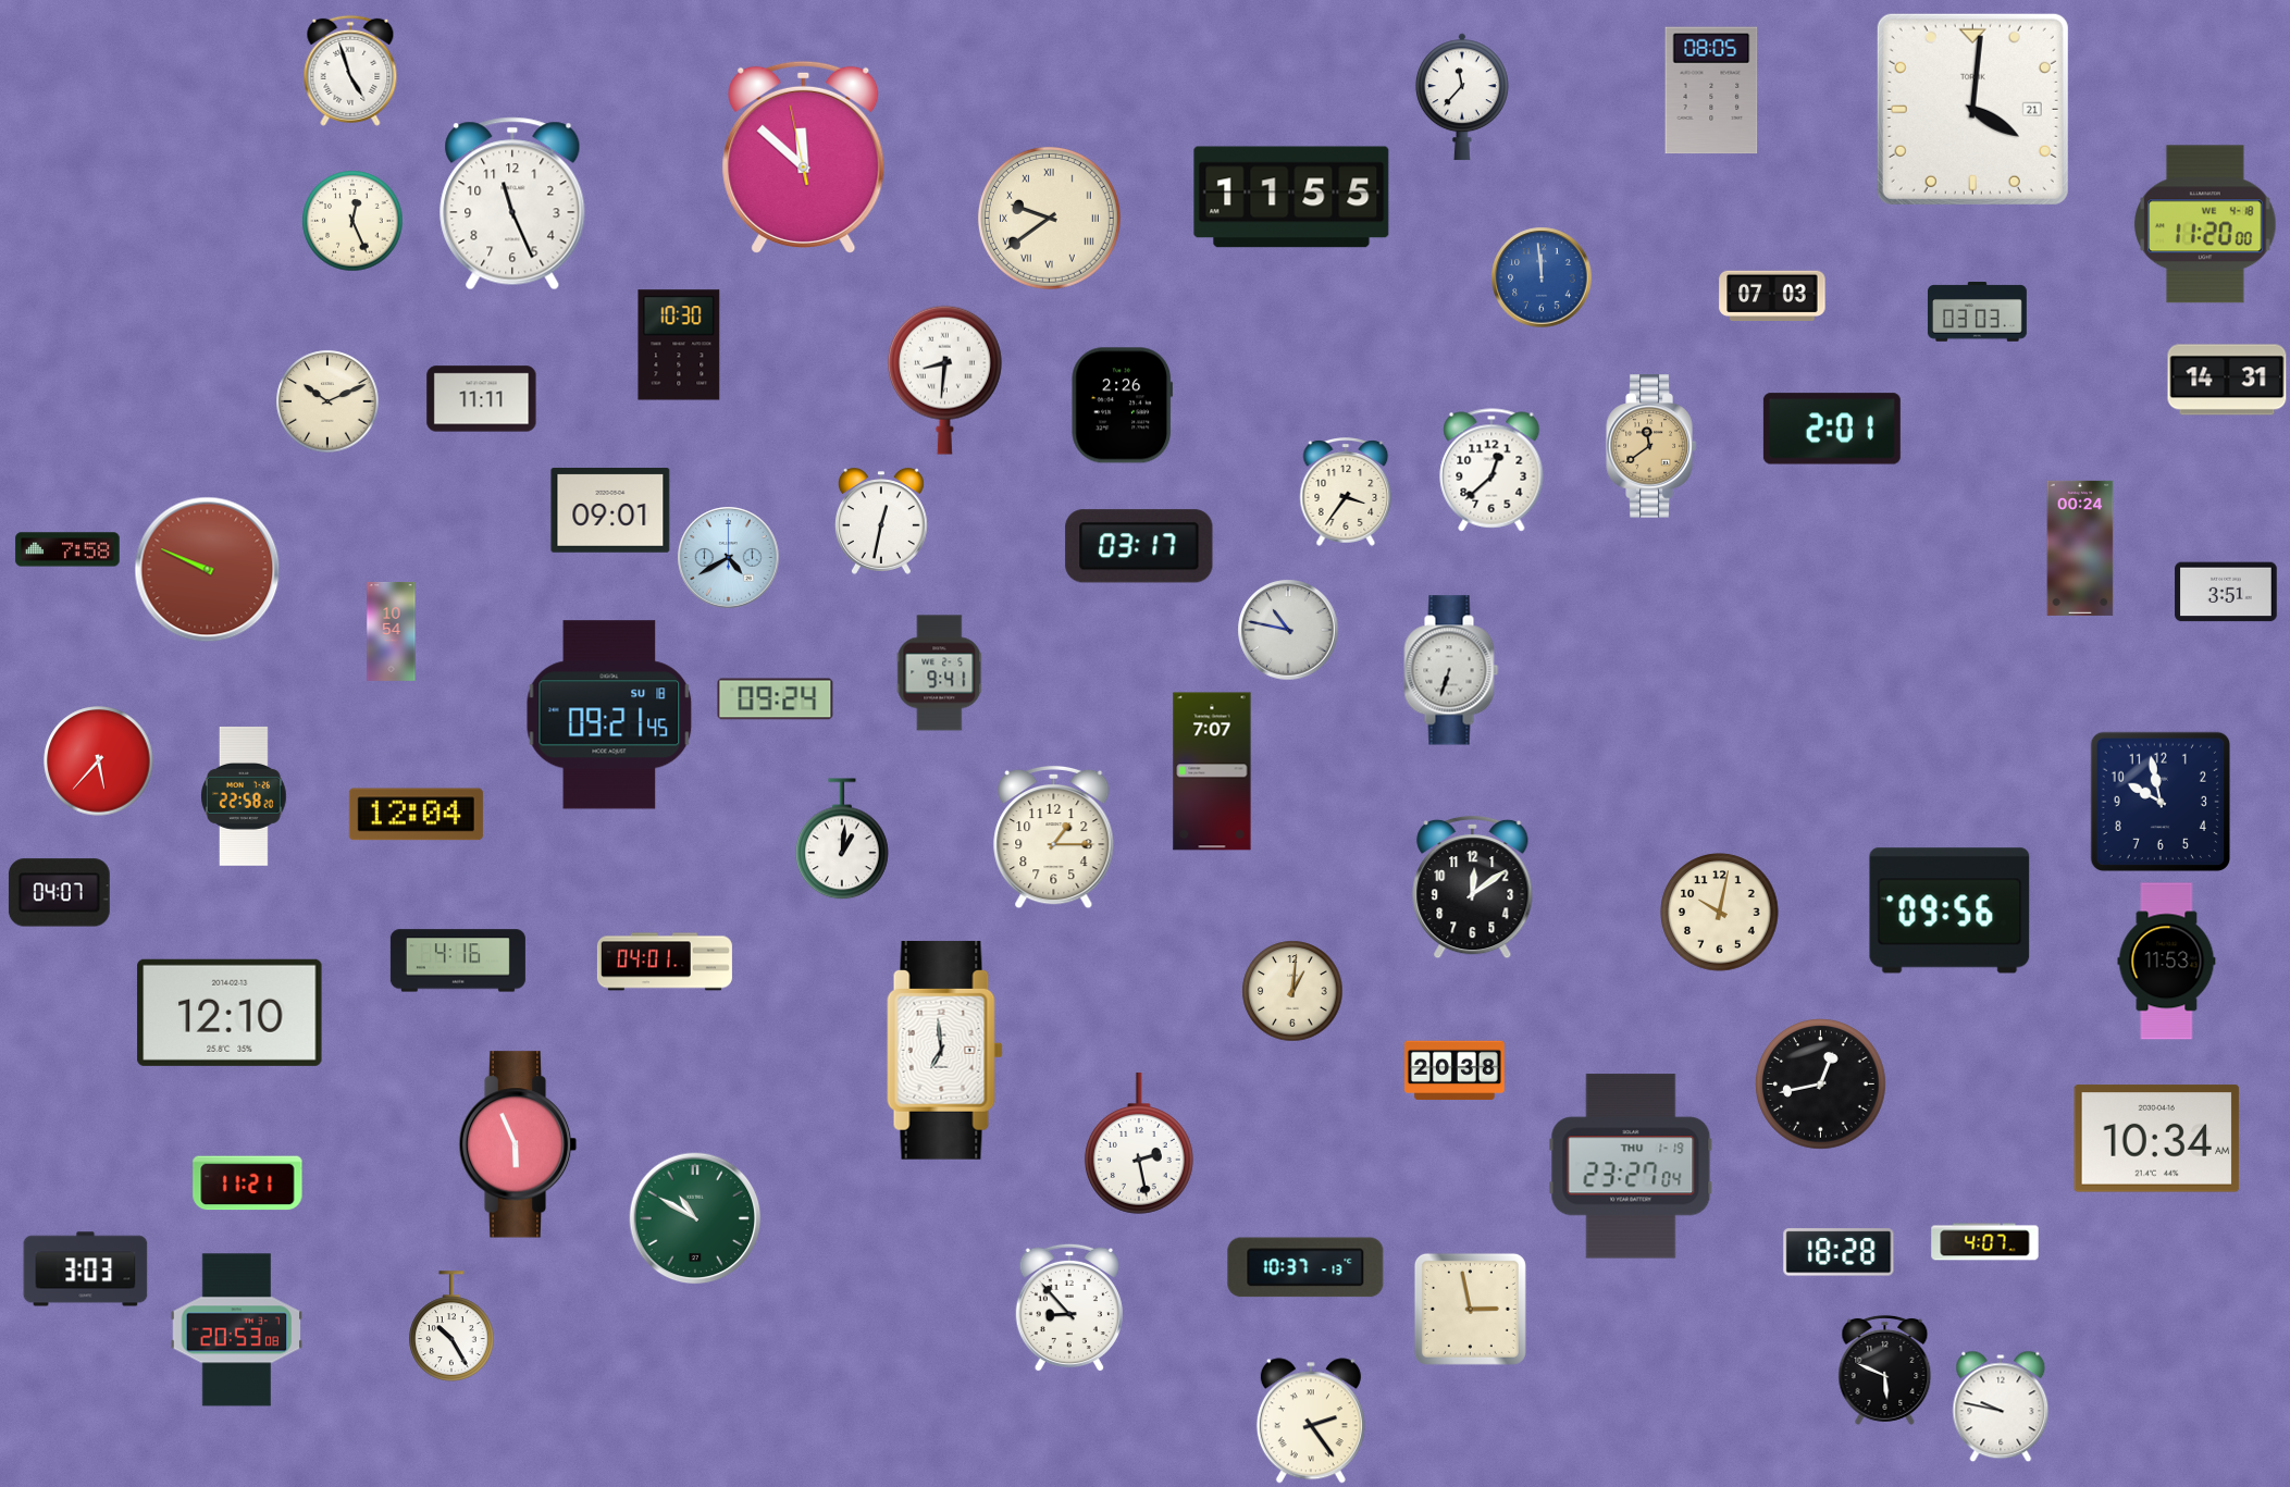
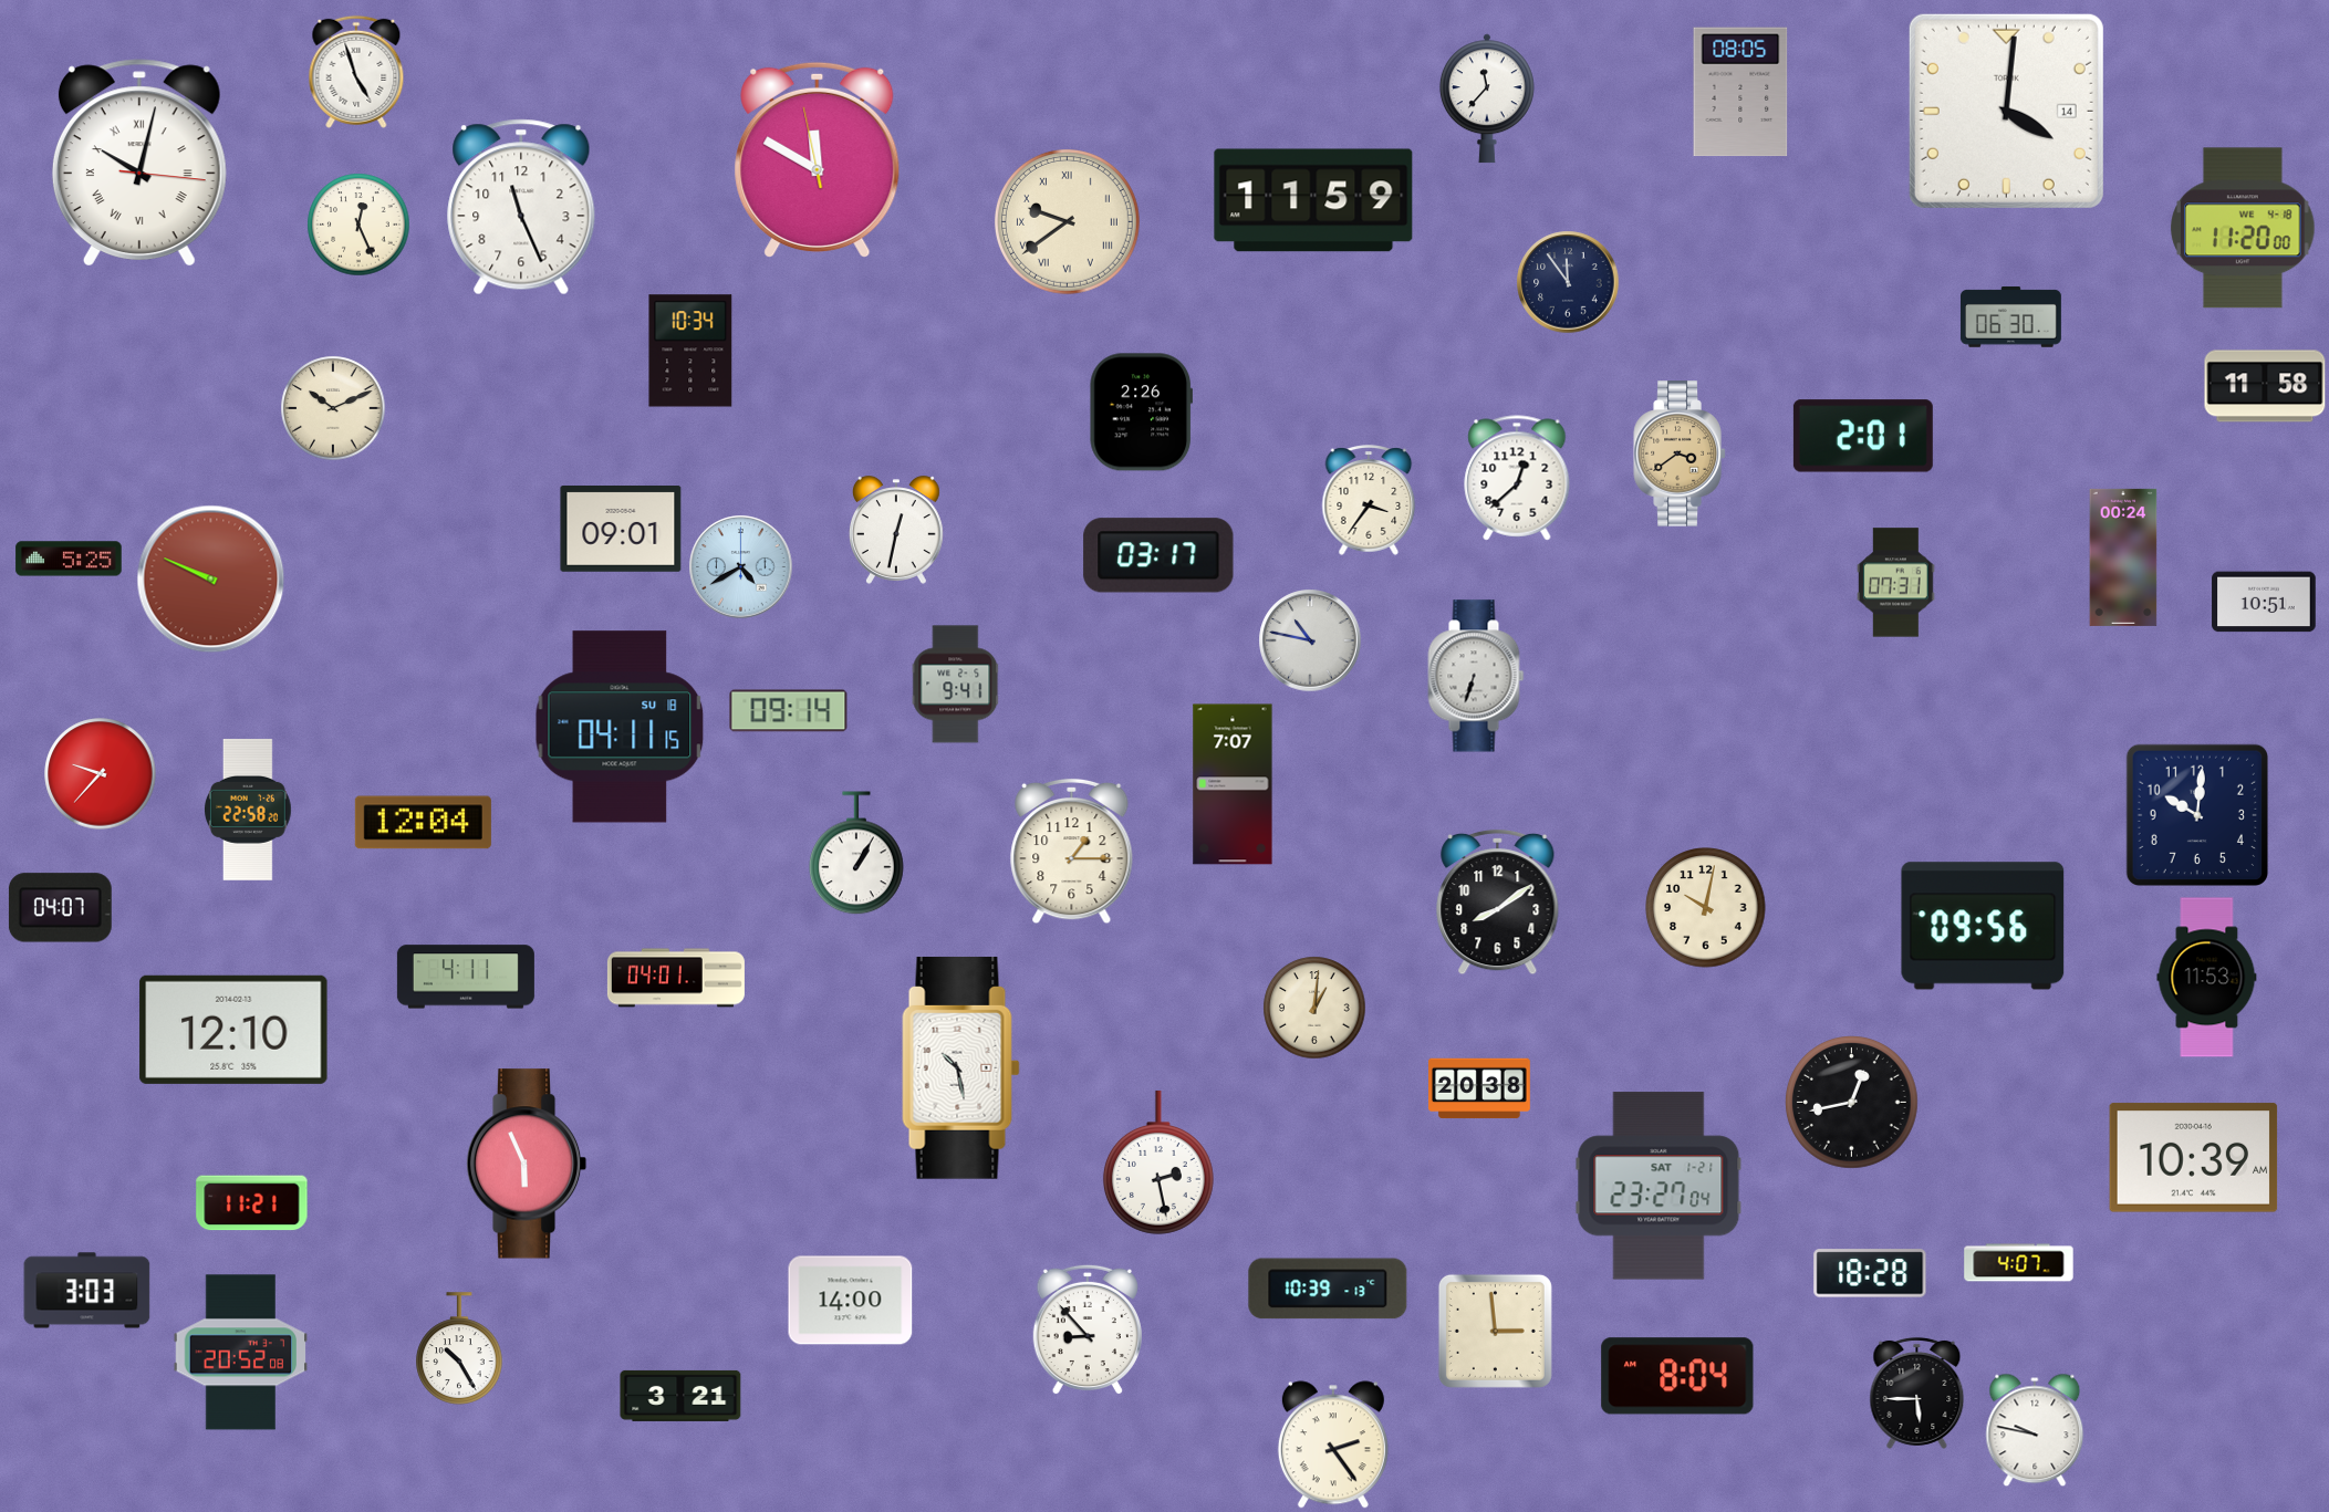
clock at (1972, 109) date: 21 -> 14
clock at (804, 157): 11:51 -> 11:49
clock at (139, 163): none -> 10:02
clock at (1291, 197): 11:55 -> 11:59
clock at (1542, 277): 11:59 -> 11:54
clock at (1542, 277) dial: blue -> navy
clock at (1772, 295): 07:03 -> none
clock at (1977, 312): 03:03 -> 06:30
clock at (679, 345): 10:30 -> 10:34
clock at (944, 380): 8:31 -> none
clock at (2227, 380): 14:31 -> 11:58
clock at (482, 399): 11:11 -> none
clock at (1651, 446): 11:39 -> 3:39
clock at (610, 511) position: (610, 511) -> (621, 530)
clock at (2080, 548) position: (2080, 548) -> (2123, 557)
clock at (67, 549): 7:58 -> 5:25
clock at (1896, 583): none -> 07:31
clock at (2226, 592): 3:51 -> 10:51
clock at (392, 632): 10:54 -> none
clock at (1451, 670) position: (1451, 670) -> (1476, 676)
clock at (776, 699): 09:24 -> 09:14
clock at (609, 715): 09:21 -> 04:11
clock at (99, 761): 5:37 -> 9:37
clock at (2159, 801): 9:58 -> 10:01
clock at (416, 815) position: (416, 815) -> (423, 823)
clock at (843, 840): 1:01 -> 1:05
clock at (1473, 888): 12:09 -> 8:09
clock at (1720, 913) position: (1720, 913) -> (1706, 908)
clock at (458, 961): 4:16 -> 4:11
clock at (2167, 962) position: (2167, 962) -> (2207, 978)
clock at (945, 1050): 6:59 -> 10:28
clock at (2157, 1139): 10:34 -> 10:39
clock at (1631, 1166) date: THU 1-19 -> SAT 1-21
clock at (695, 1218): 10:50 -> none
clock at (1305, 1267): 10:37 -> 10:39
clock at (851, 1301): none -> 14:00
clock at (1470, 1309): 2:58 -> 2:59
clock at (237, 1330): 20:53 -> 20:52
clock at (1677, 1376): none -> 8:04
clock at (1885, 1370): 5:49 -> 5:45
clock at (680, 1396): none -> 3:21
